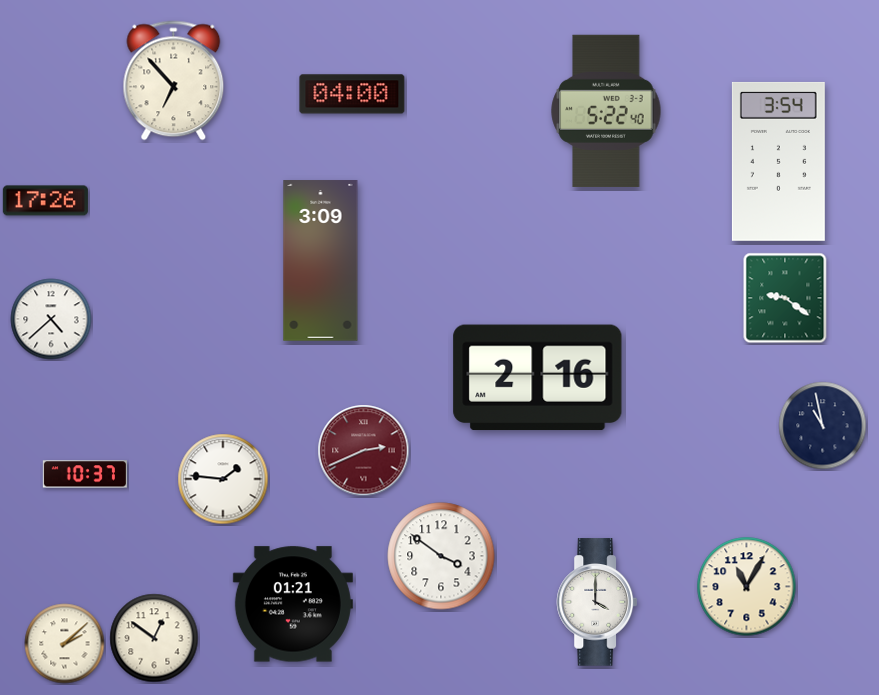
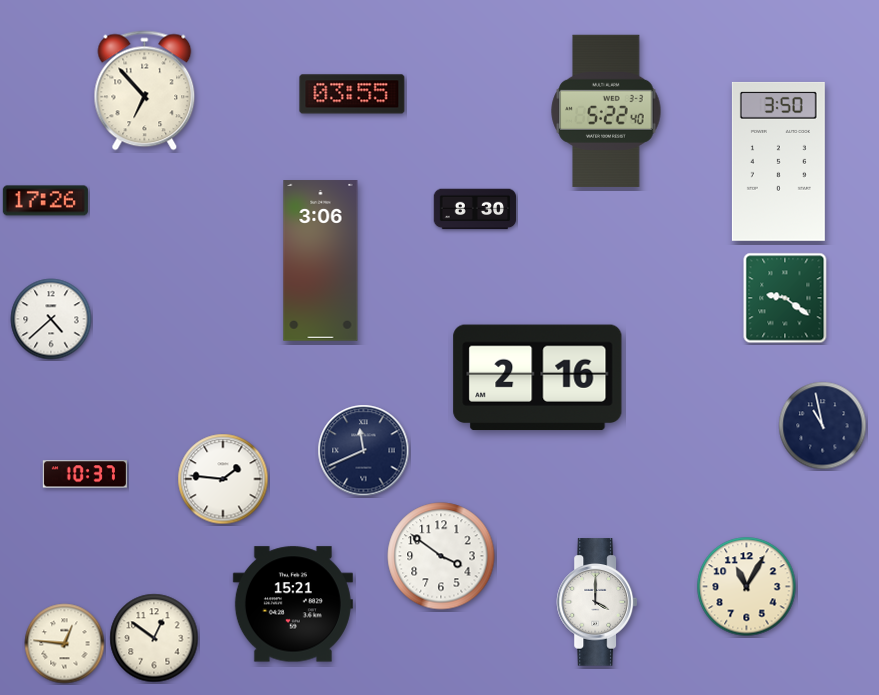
clock at (174, 81) position: (174, 81) -> (145, 91)
clock at (352, 94): 04:00 -> 03:55
clock at (778, 161): 3:54 -> 3:50
clock at (475, 209): none -> 8:30
clock at (321, 261): 3:09 -> 3:06
clock at (364, 451): 2:41 -> 11:41
clock at (364, 451) dial: burgundy -> navy
clock at (293, 604): 01:21 -> 15:21
clock at (65, 644): 2:08 -> 12:46
